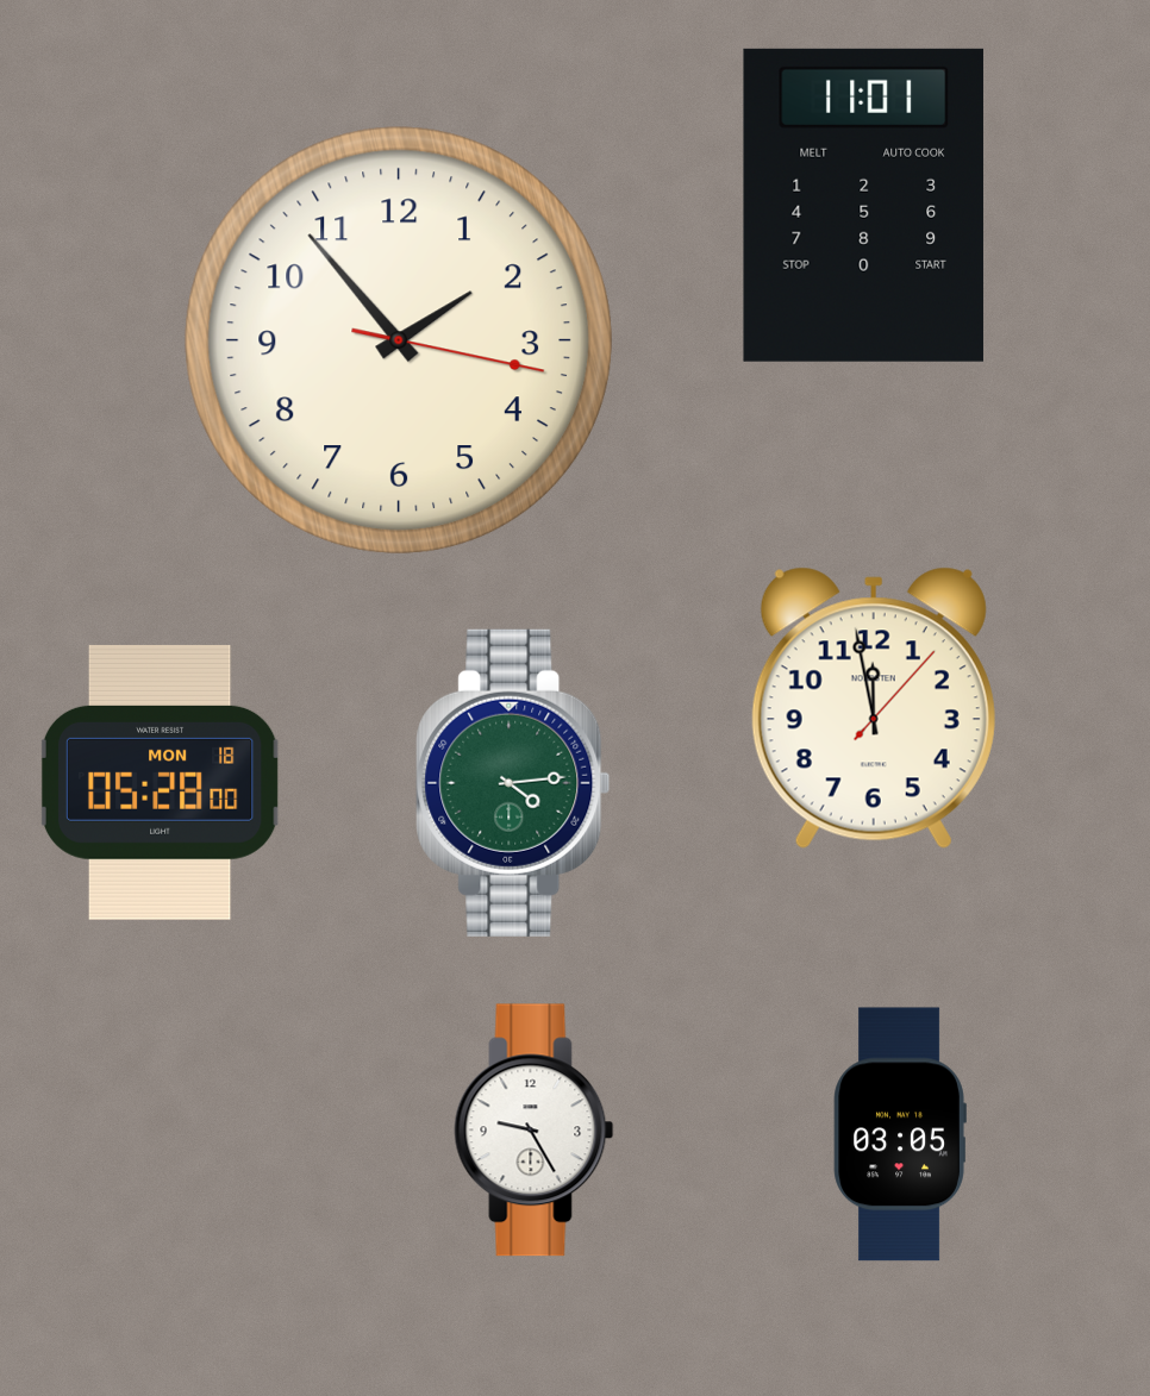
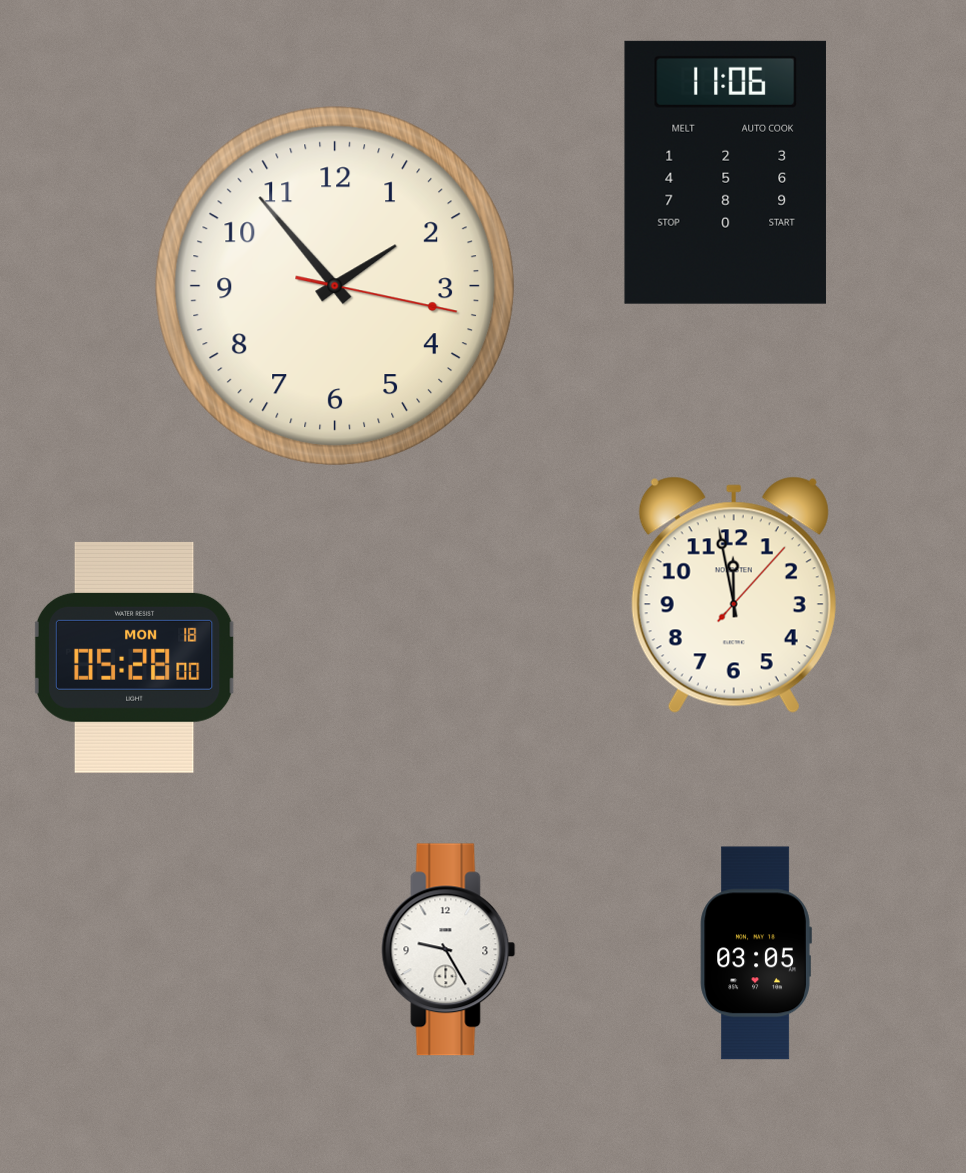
clock at (863, 205): 11:01 -> 11:06
clock at (513, 783): 4:14 -> none
